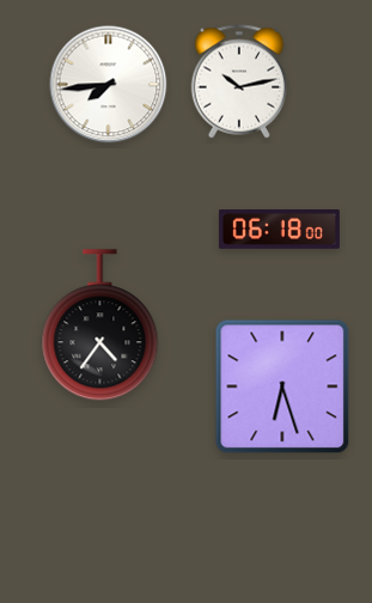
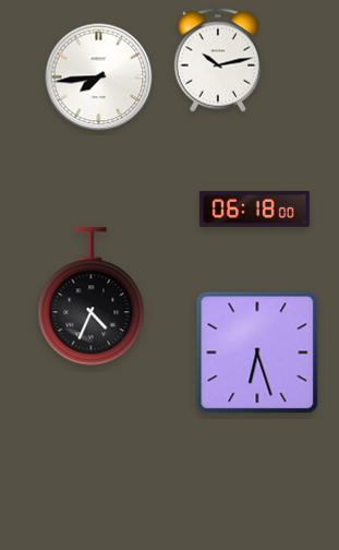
clock at (239, 81) position: (239, 81) -> (218, 60)
clock at (100, 325): 4:36 -> 4:34
